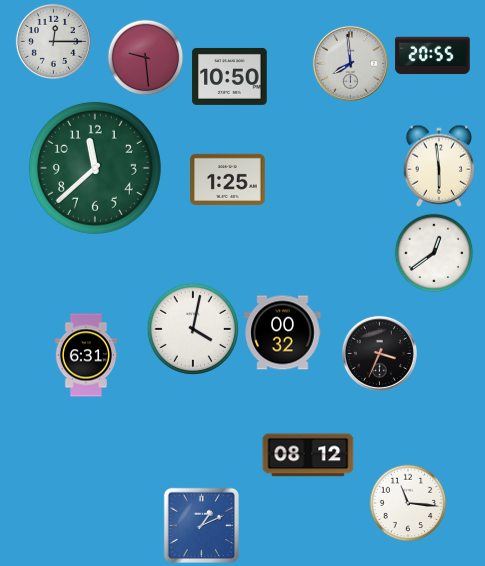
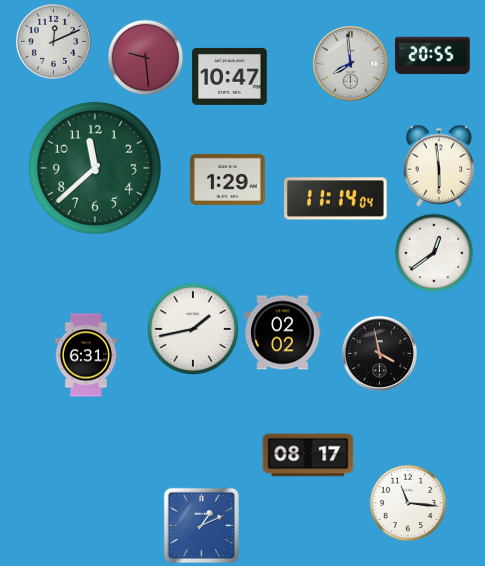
clock at (53, 41): 12:15 -> 12:11
clock at (230, 76): 10:50 -> 10:47
clock at (228, 179): 1:25 -> 1:29
clock at (336, 199): none -> 11:14
clock at (192, 328): 4:02 -> 1:43
clock at (283, 333): 00:32 -> 02:02
clock at (379, 353): 3:34 -> 3:58
clock at (308, 455): 08:12 -> 08:17
